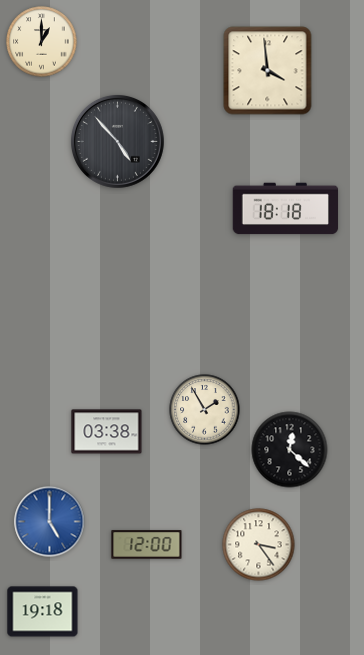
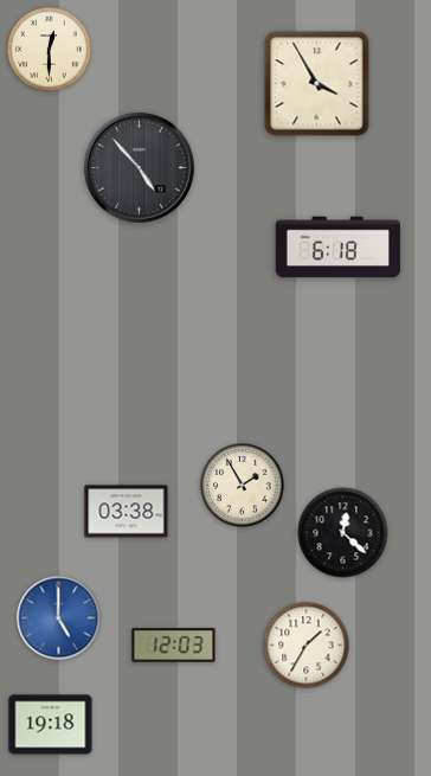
clock at (42, 42): 1:00 -> 12:30
clock at (268, 71): 3:59 -> 3:55
clock at (286, 209): 18:18 -> 6:18
clock at (147, 545): 12:00 -> 12:03
clock at (259, 545): 3:24 -> 1:35
